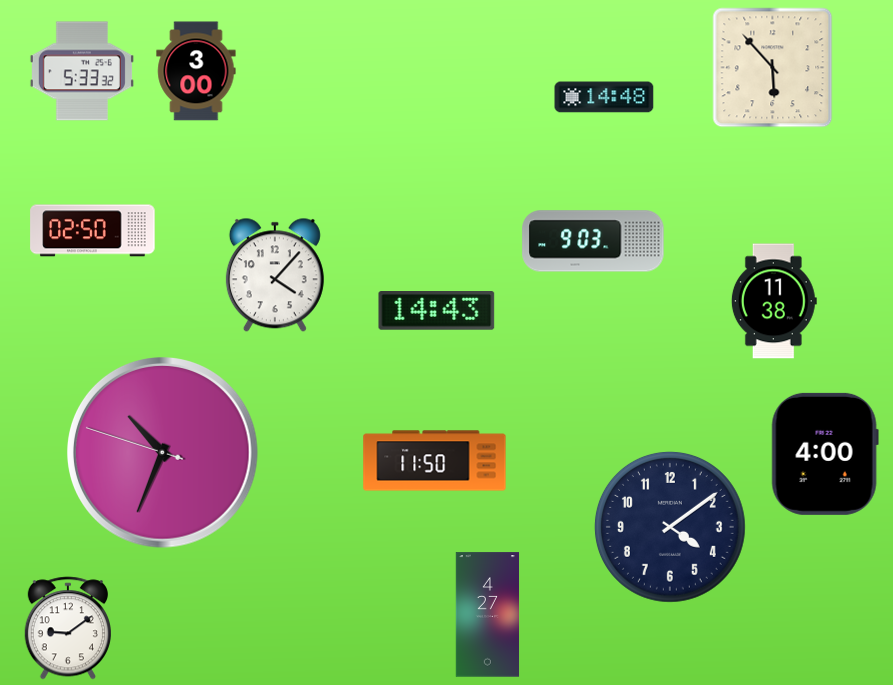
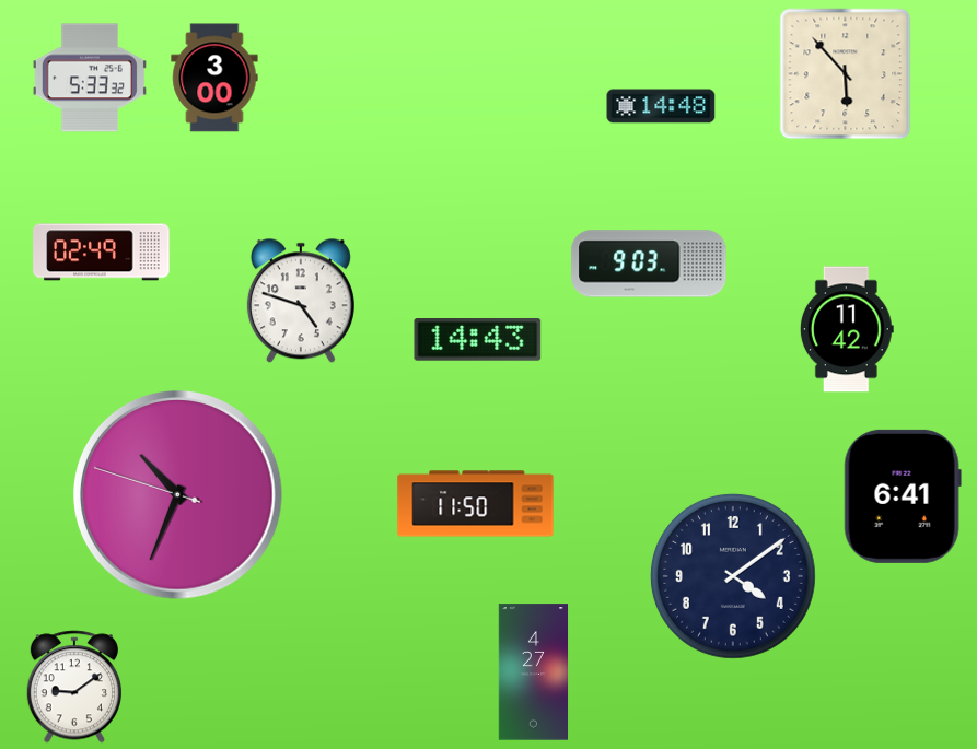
clock at (93, 231): 02:50 -> 02:49
clock at (275, 275): 4:07 -> 4:48
clock at (774, 301): 11:38 -> 11:42
clock at (825, 454): 4:00 -> 6:41
